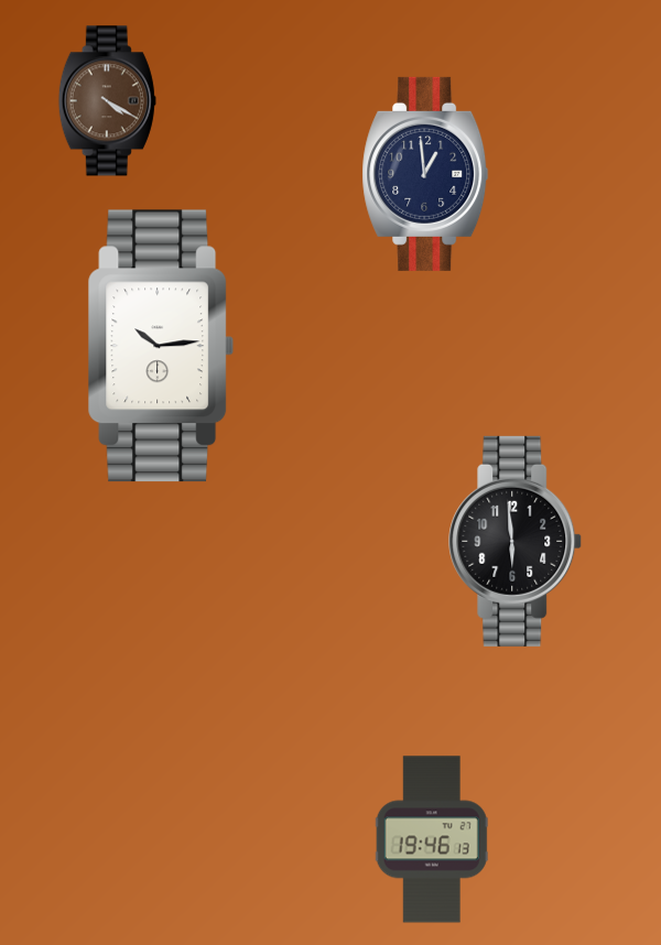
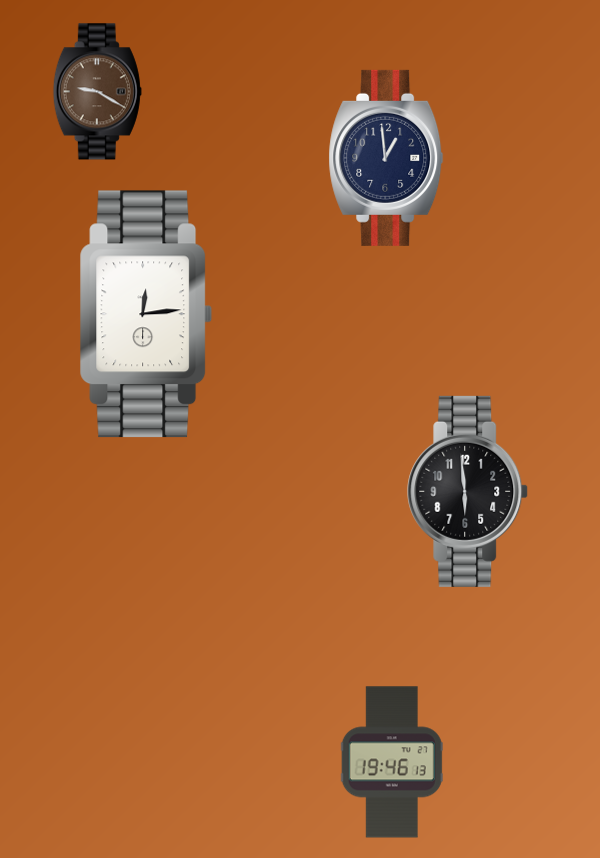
clock at (107, 101): 4:20 -> 9:20
clock at (161, 346): 10:14 -> 12:14
